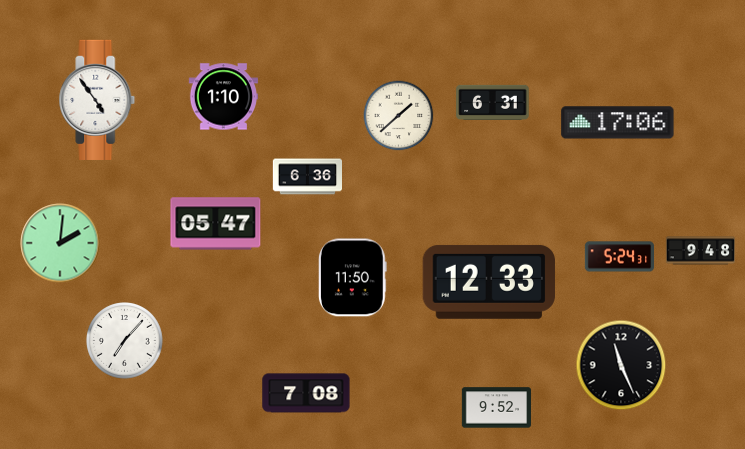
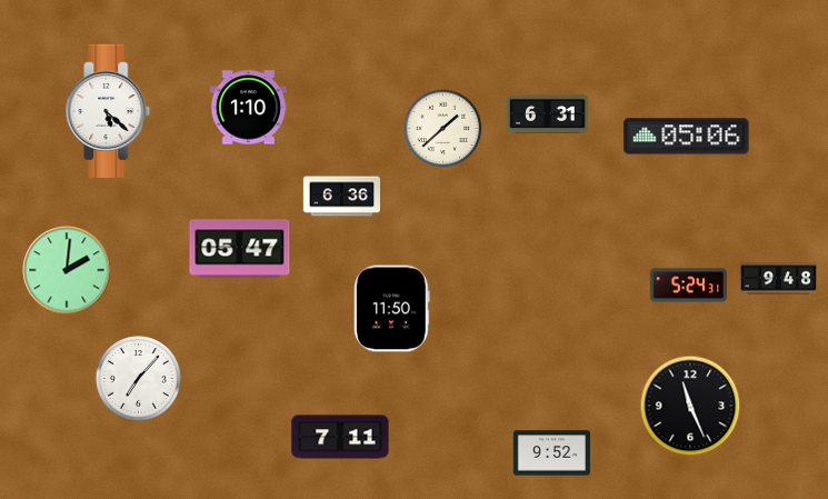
clock at (97, 100): 4:54 -> 5:22
clock at (618, 123): 17:06 -> 05:06
clock at (488, 282): 12:33 -> none
clock at (306, 393): 7:08 -> 7:11
